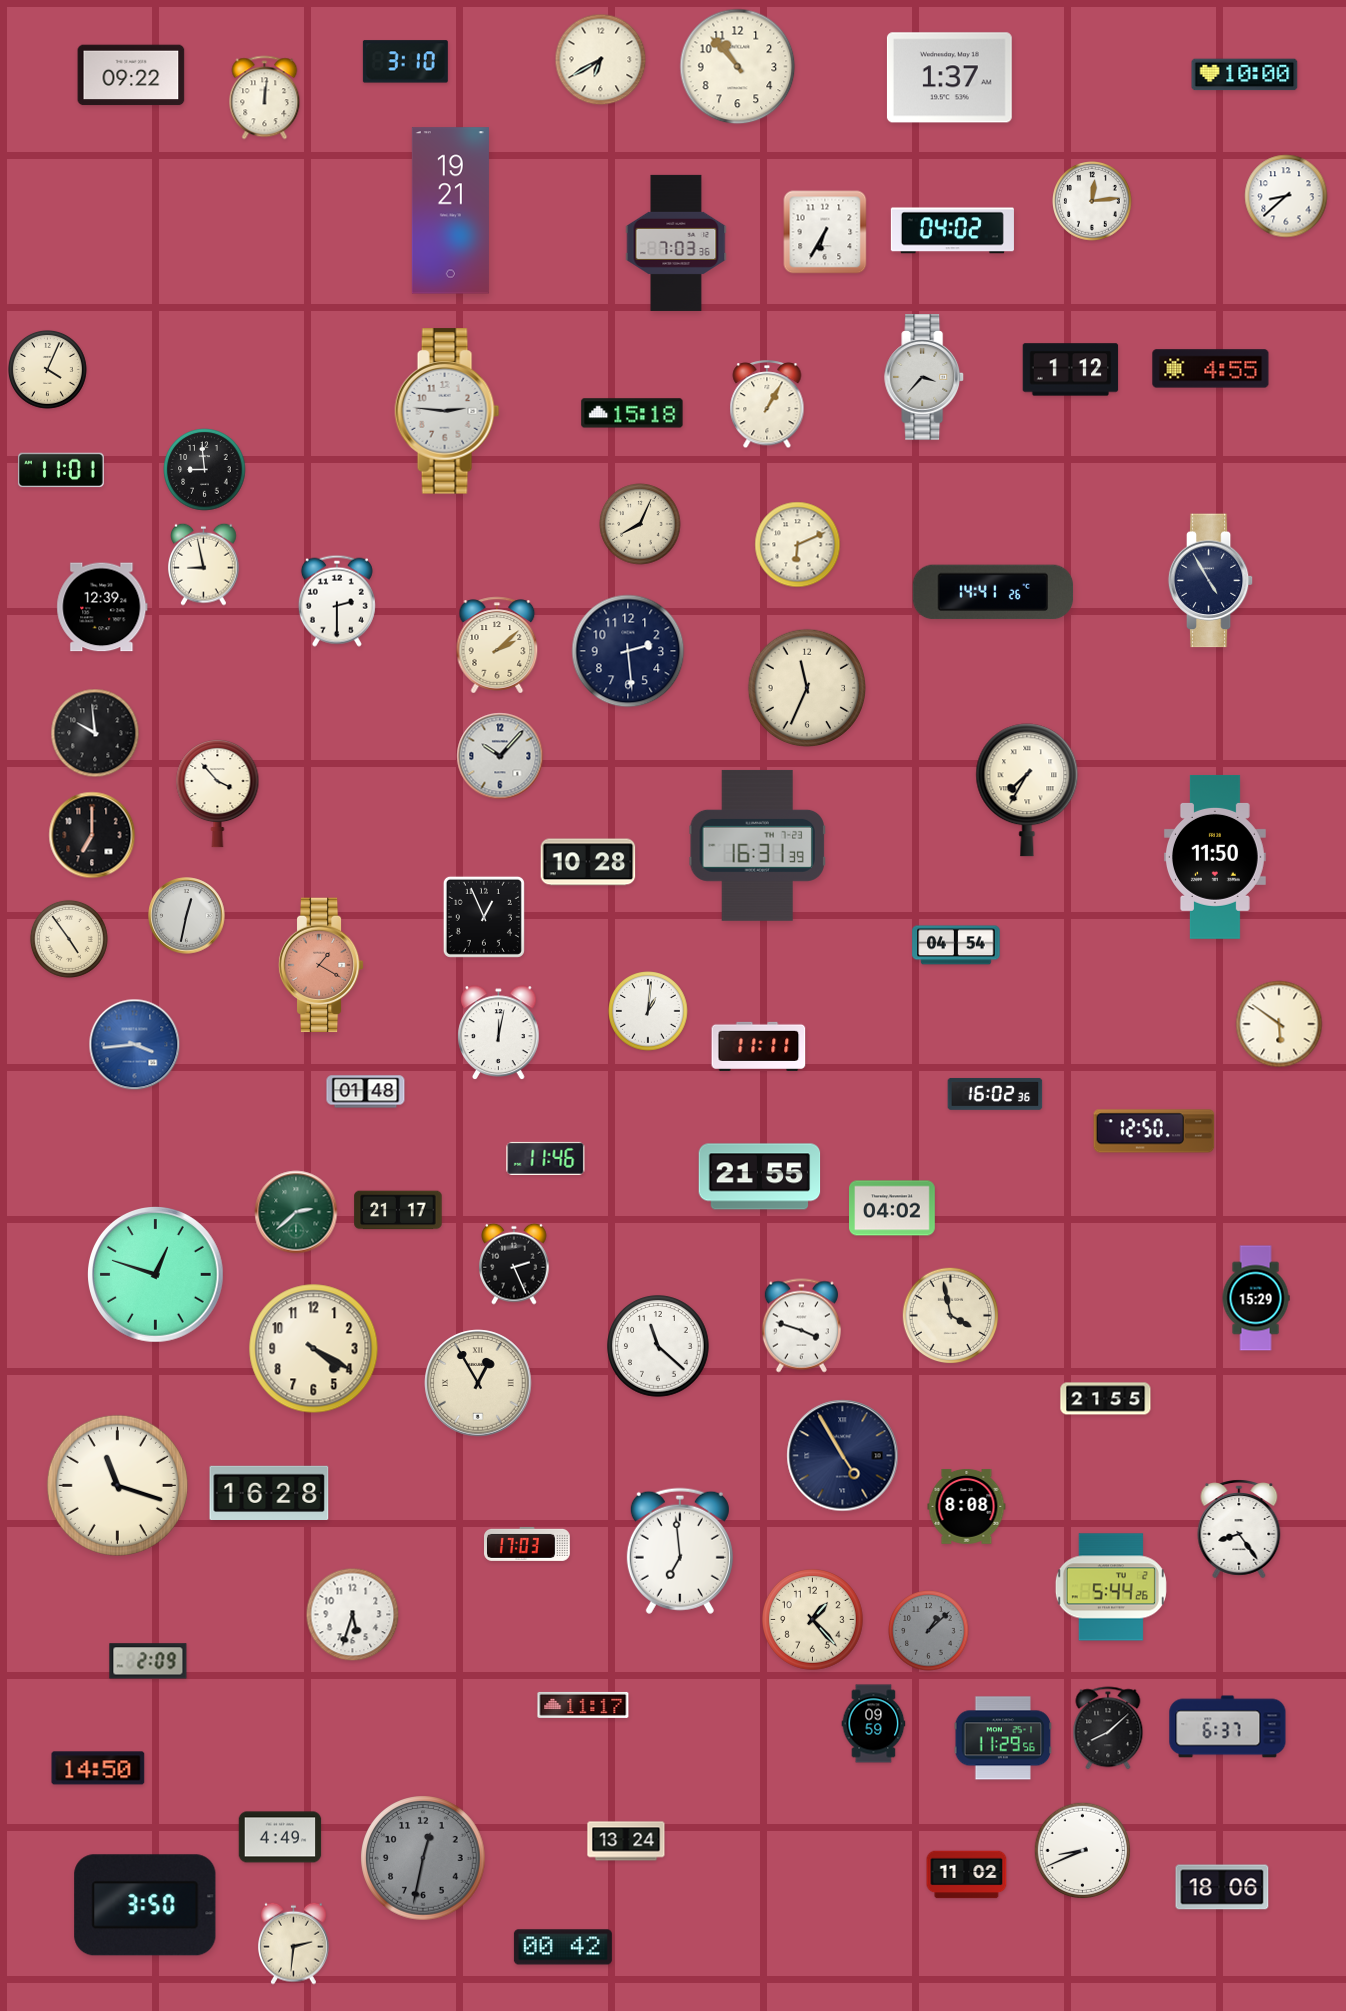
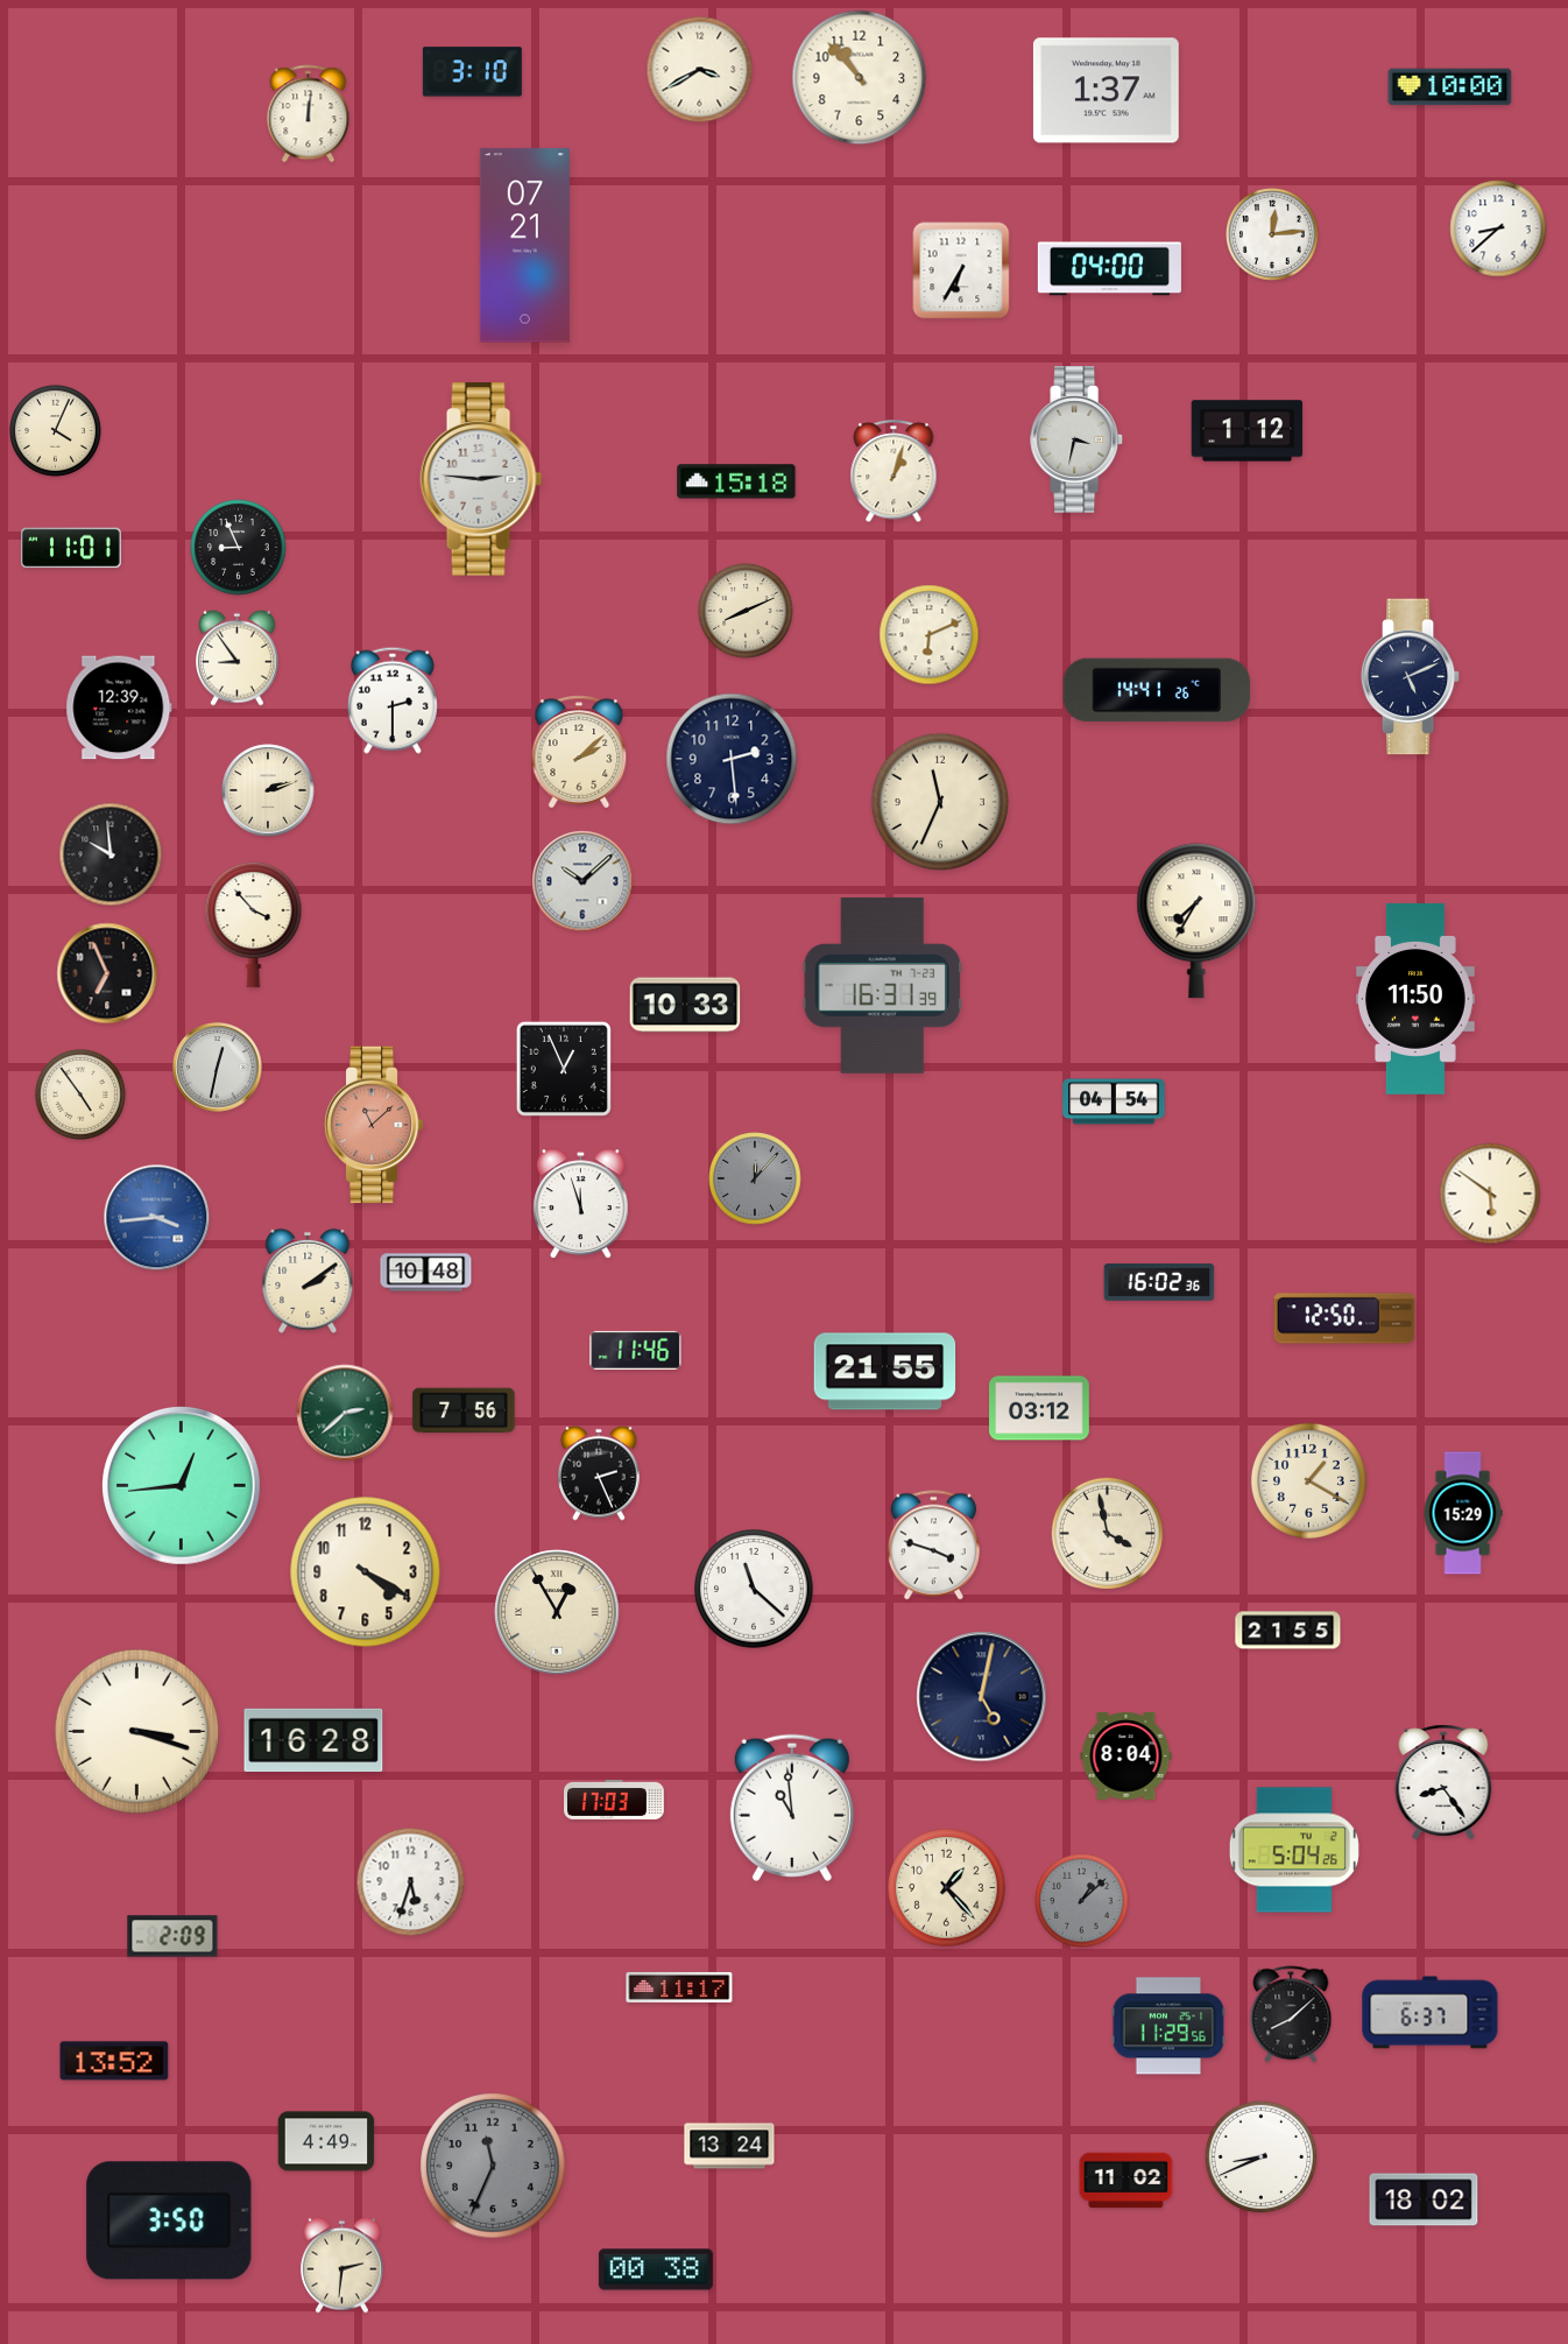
clock at (601, 60): 6:40 -> 3:40
clock at (131, 75): 09:22 -> none
clock at (450, 211): 19:21 -> 07:21
clock at (952, 231): 04:02 -> 04:00
clock at (676, 243): 7:03 -> none
clock at (1211, 369): 4:55 -> none
clock at (925, 377): 3:37 -> 3:32
clock at (767, 405): 1:05 -> 1:03
clock at (447, 411) position: (447, 411) -> (481, 479)
clock at (205, 470): 8:59 -> 8:56
clock at (640, 524): 8:04 -> 8:11
clock at (204, 564): 8:58 -> 8:54
clock at (1211, 581): 4:55 -> 5:11
clock at (268, 790): none -> 2:12
clock at (500, 756): 10:07 -> 10:08
clock at (92, 835): 7:00 -> 6:56
clock at (588, 862): 10:28 -> 10:33
clock at (321, 965): 1:20 -> 11:08
clock at (648, 1011): 1:01 -> 12:07
clock at (648, 1011) dial: white -> grey
clock at (499, 1032): 12:02 -> 11:57
clock at (759, 1046): 11:11 -> none
clock at (366, 1092): 01:48 -> 10:48
clock at (995, 1094) position: (995, 1094) -> (1159, 1282)
clock at (308, 1281): none -> 2:09
clock at (893, 1208): 04:02 -> 03:12
clock at (398, 1210): 21:17 -> 7:56
clock at (1308, 1480): none -> 1:20
clock at (156, 1275): 12:48 -> 12:44
clock at (658, 1346) position: (658, 1346) -> (754, 1589)
clock at (843, 1456): 4:55 -> 5:02
clock at (117, 1485): 11:18 -> 3:18
clock at (967, 1507): 8:08 -> 8:04
clock at (680, 1551): 6:59 -> 10:59
clock at (1111, 1587): 5:44 -> 5:04
clock at (874, 1724): 09:59 -> none
clock at (98, 1768): 14:50 -> 13:52
clock at (423, 1858): 12:32 -> 11:34
clock at (967, 1875) position: (967, 1875) -> (1126, 2181)
clock at (1222, 1887): 18:06 -> 18:02
clock at (563, 1947): 00:42 -> 00:38
